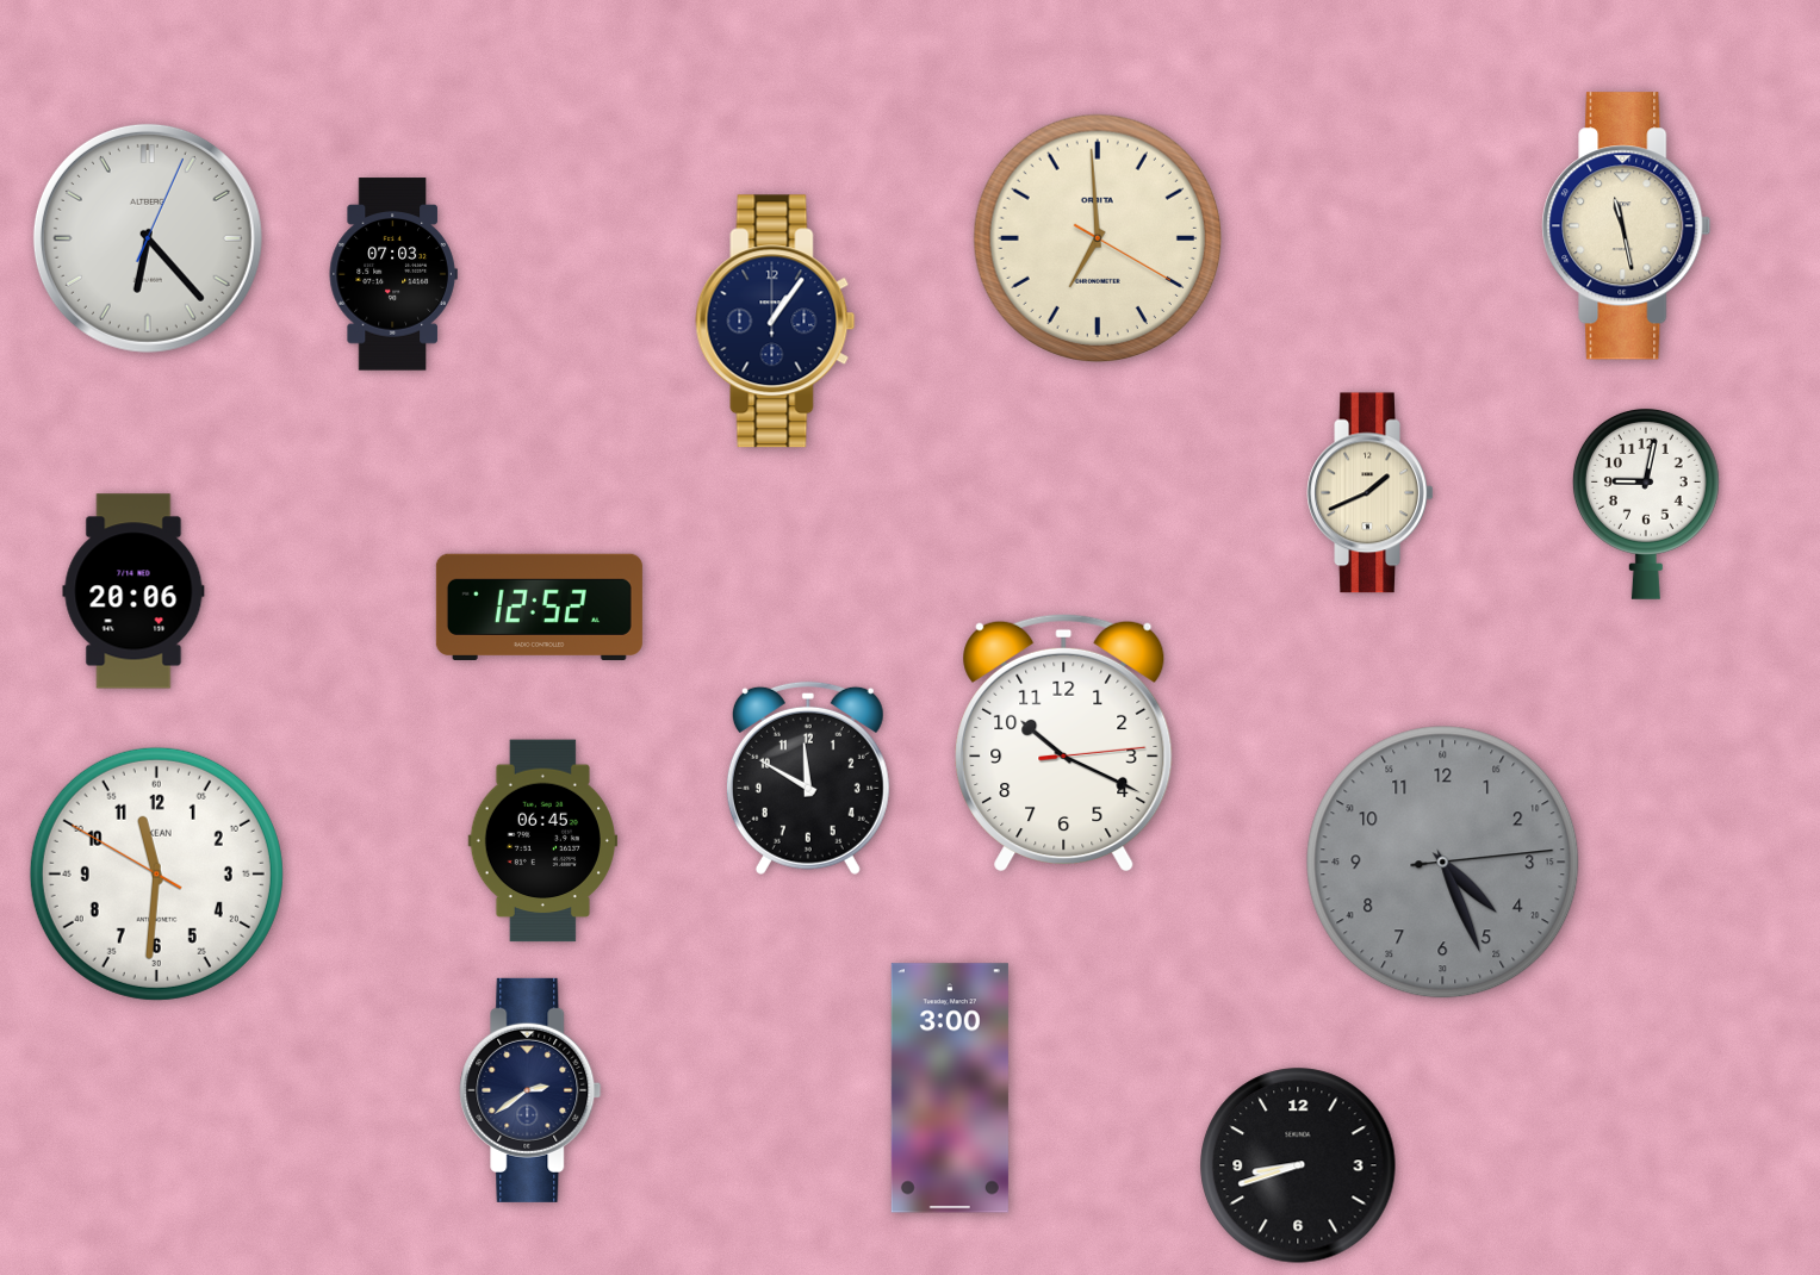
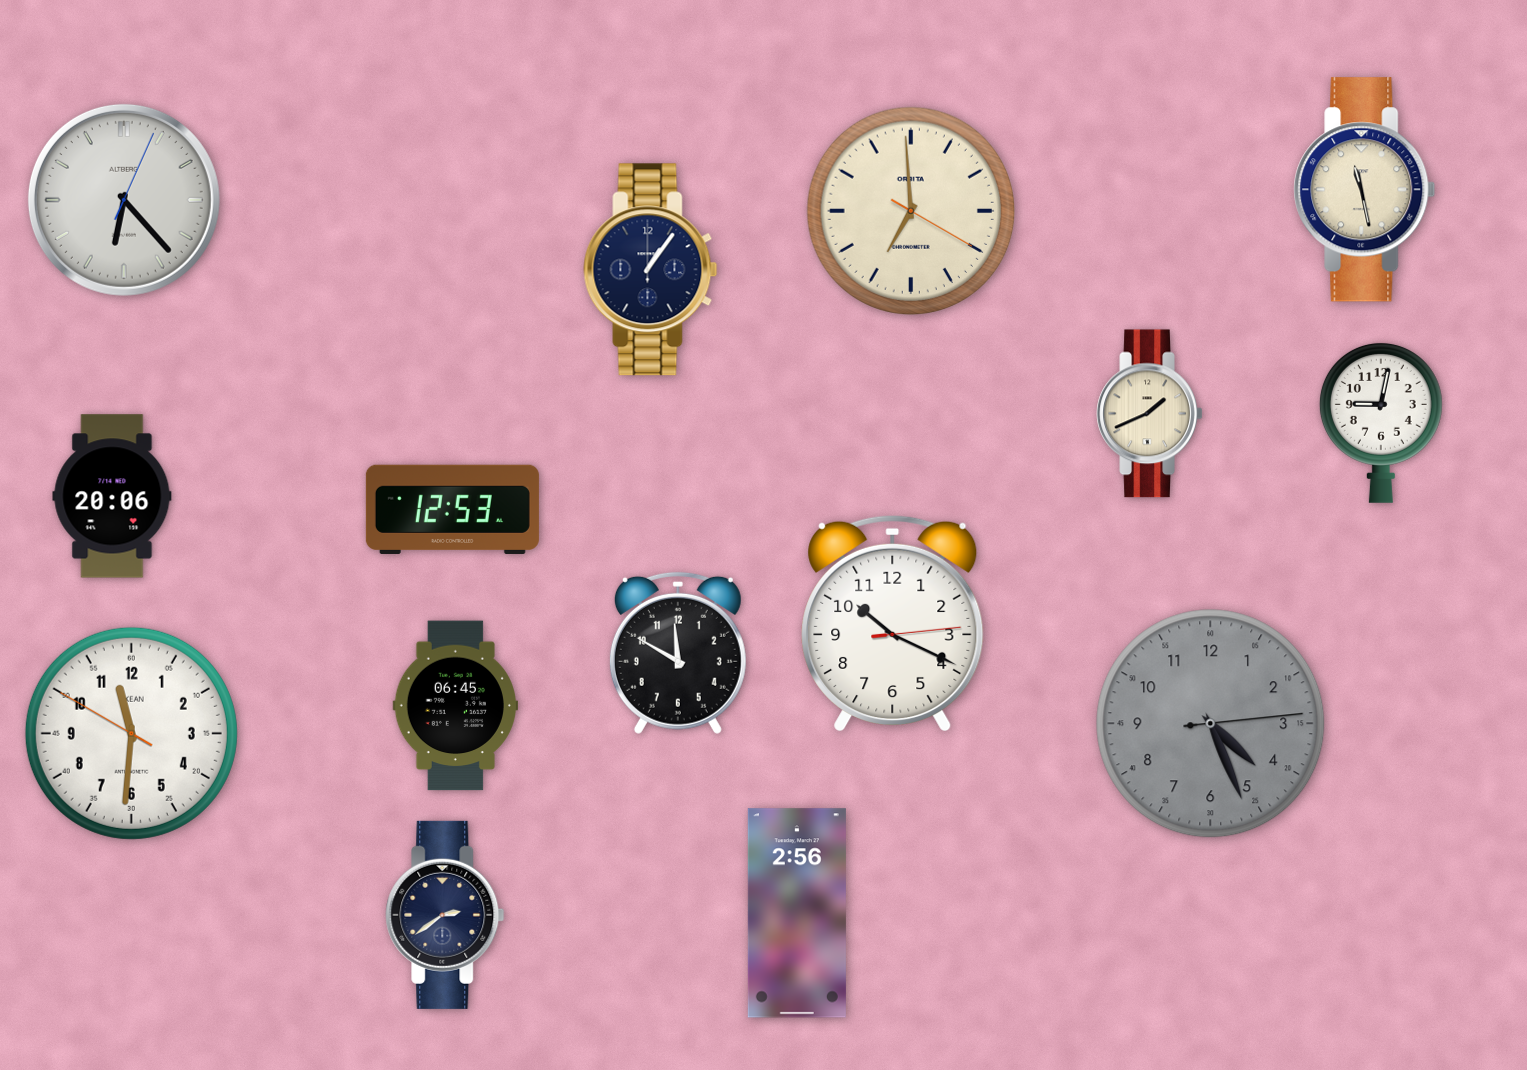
clock at (1098, 238) position: (1098, 238) -> (911, 211)
clock at (393, 274): 07:03 -> none
clock at (539, 607): 12:52 -> 12:53
clock at (950, 1088): 3:00 -> 2:56
clock at (1298, 1165): 8:42 -> none
